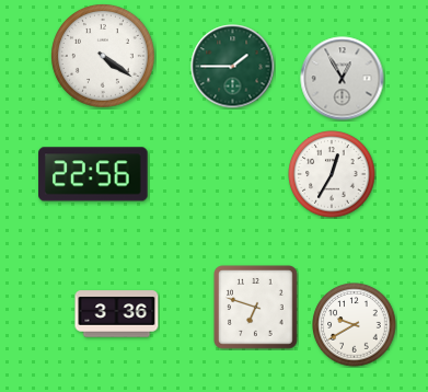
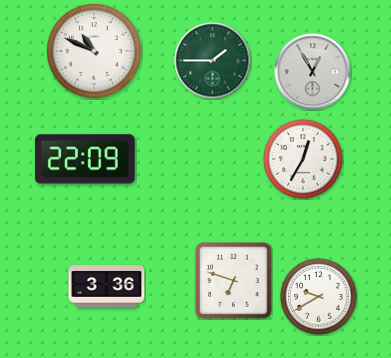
clock at (104, 57): 4:21 -> 10:49
clock at (93, 174): 22:56 -> 22:09
clock at (355, 325) position: (355, 325) -> (319, 297)
